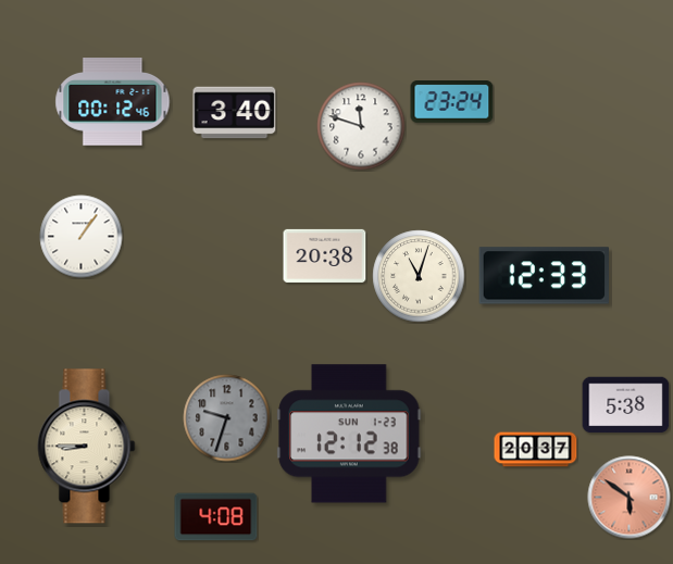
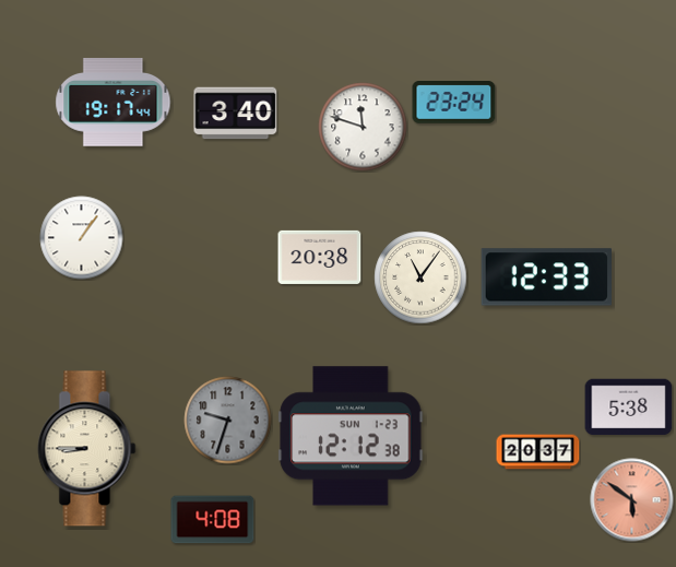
clock at (113, 102): 00:12 -> 19:17
clock at (325, 255) position: (325, 255) -> (320, 257)
clock at (419, 276): 11:03 -> 11:06
clock at (216, 517) position: (216, 517) -> (213, 520)
